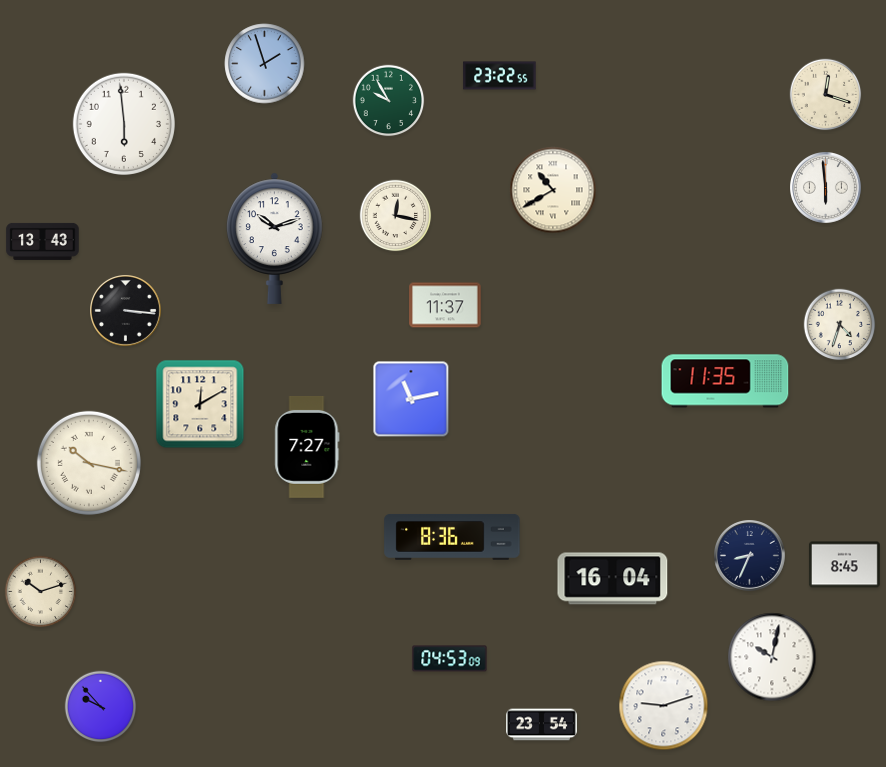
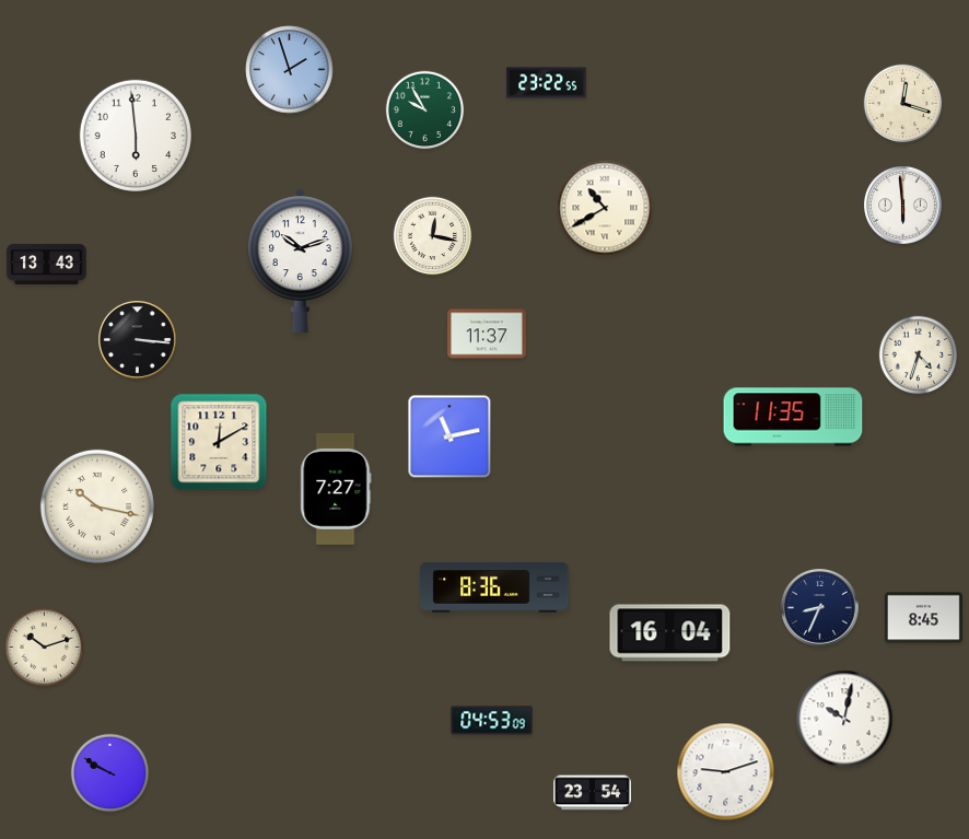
clock at (101, 707): 9:53 -> 9:50
